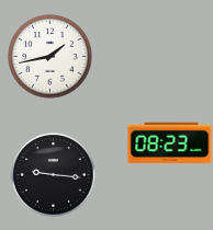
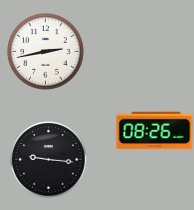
clock at (51, 57): 1:43 -> 2:43
clock at (170, 143): 08:23 -> 08:26
